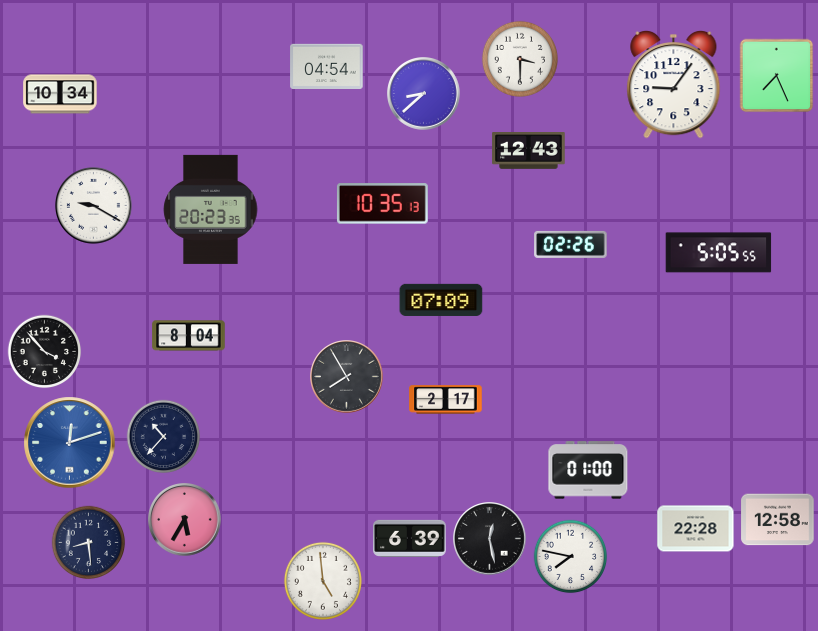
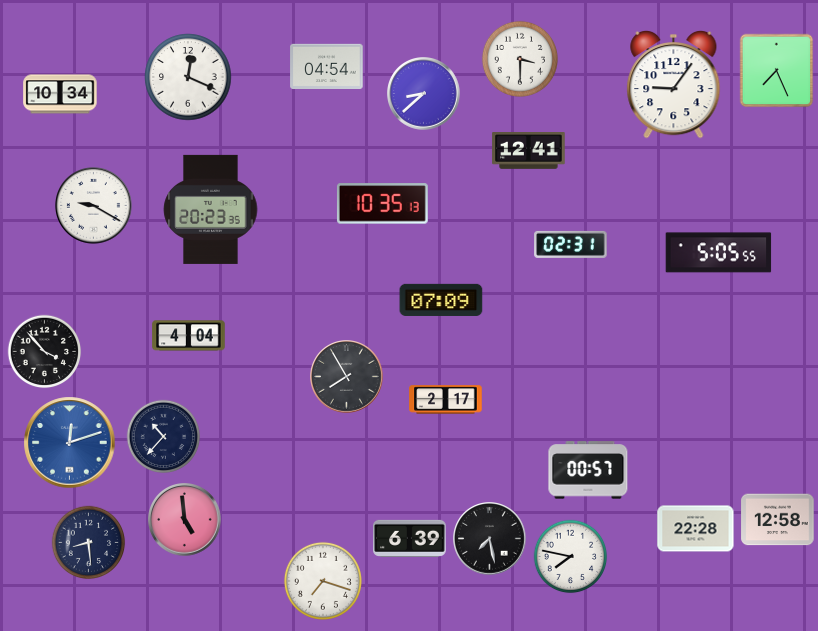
clock at (777, 76) position: (777, 76) -> (777, 71)
clock at (188, 77): none -> 12:19
clock at (529, 151): 12:43 -> 12:41
clock at (571, 244): 02:26 -> 02:31
clock at (189, 336): 8:04 -> 4:04
clock at (588, 470): 01:00 -> 00:57
clock at (185, 520): 5:35 -> 4:59
clock at (490, 539): 12:28 -> 7:28
clock at (323, 581): 4:59 -> 7:18
